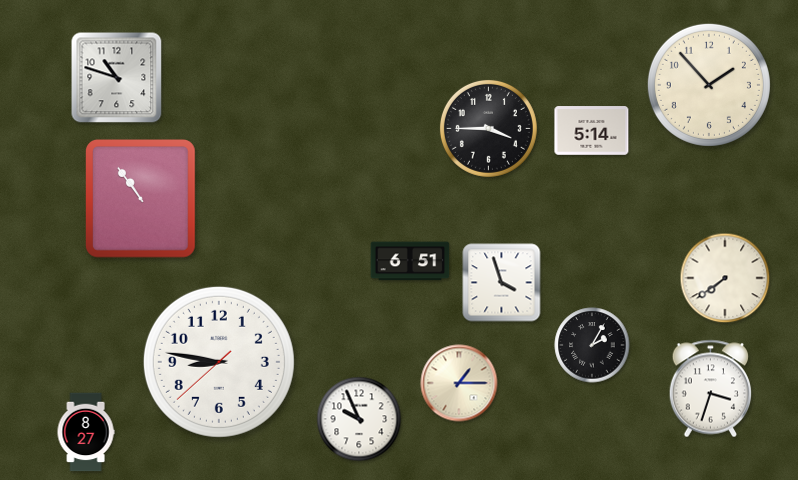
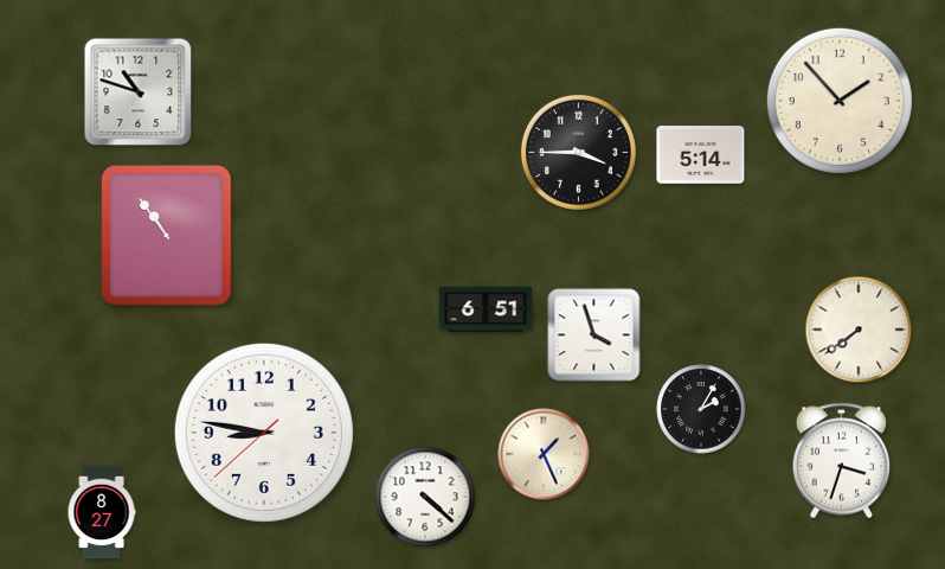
clock at (219, 362) position: (219, 362) -> (264, 433)
clock at (459, 383): 1:15 -> 1:26
clock at (359, 419): 9:56 -> 4:22
